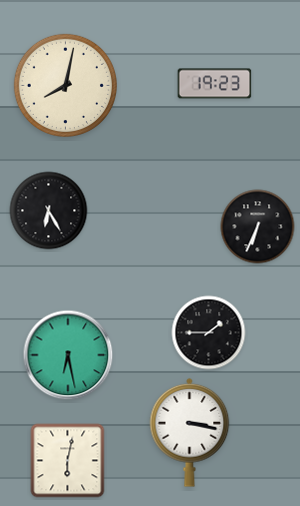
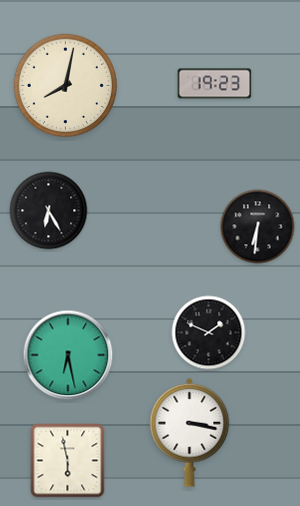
clock at (258, 227): 6:34 -> 6:31
clock at (209, 333): 1:45 -> 1:49
clock at (68, 461): 6:02 -> 5:58
